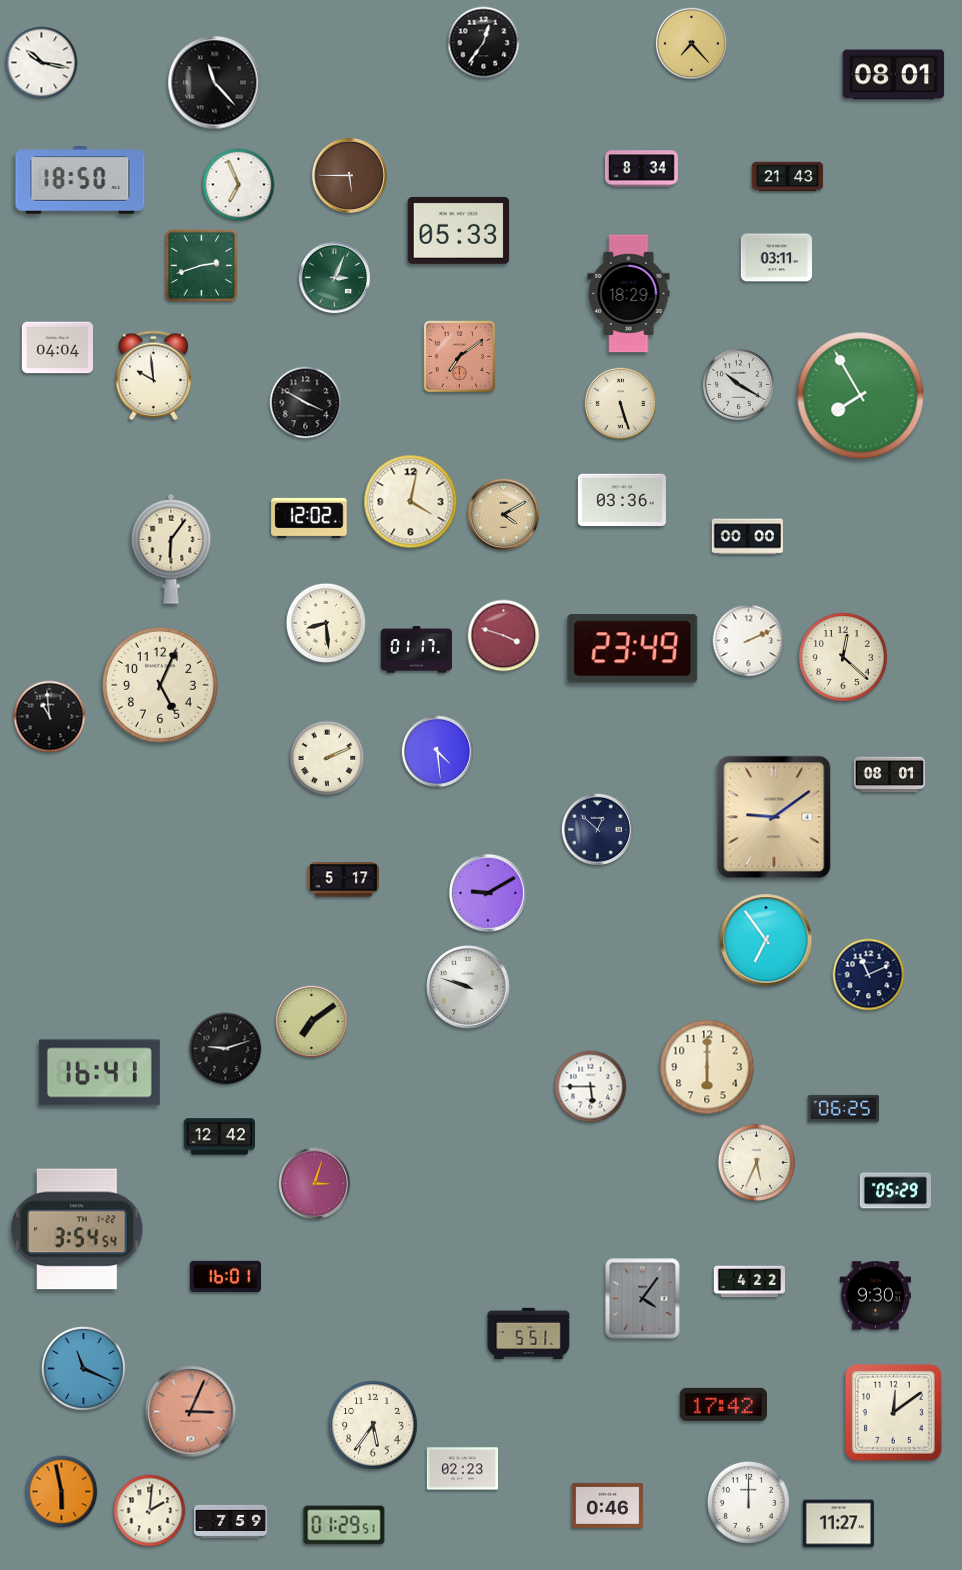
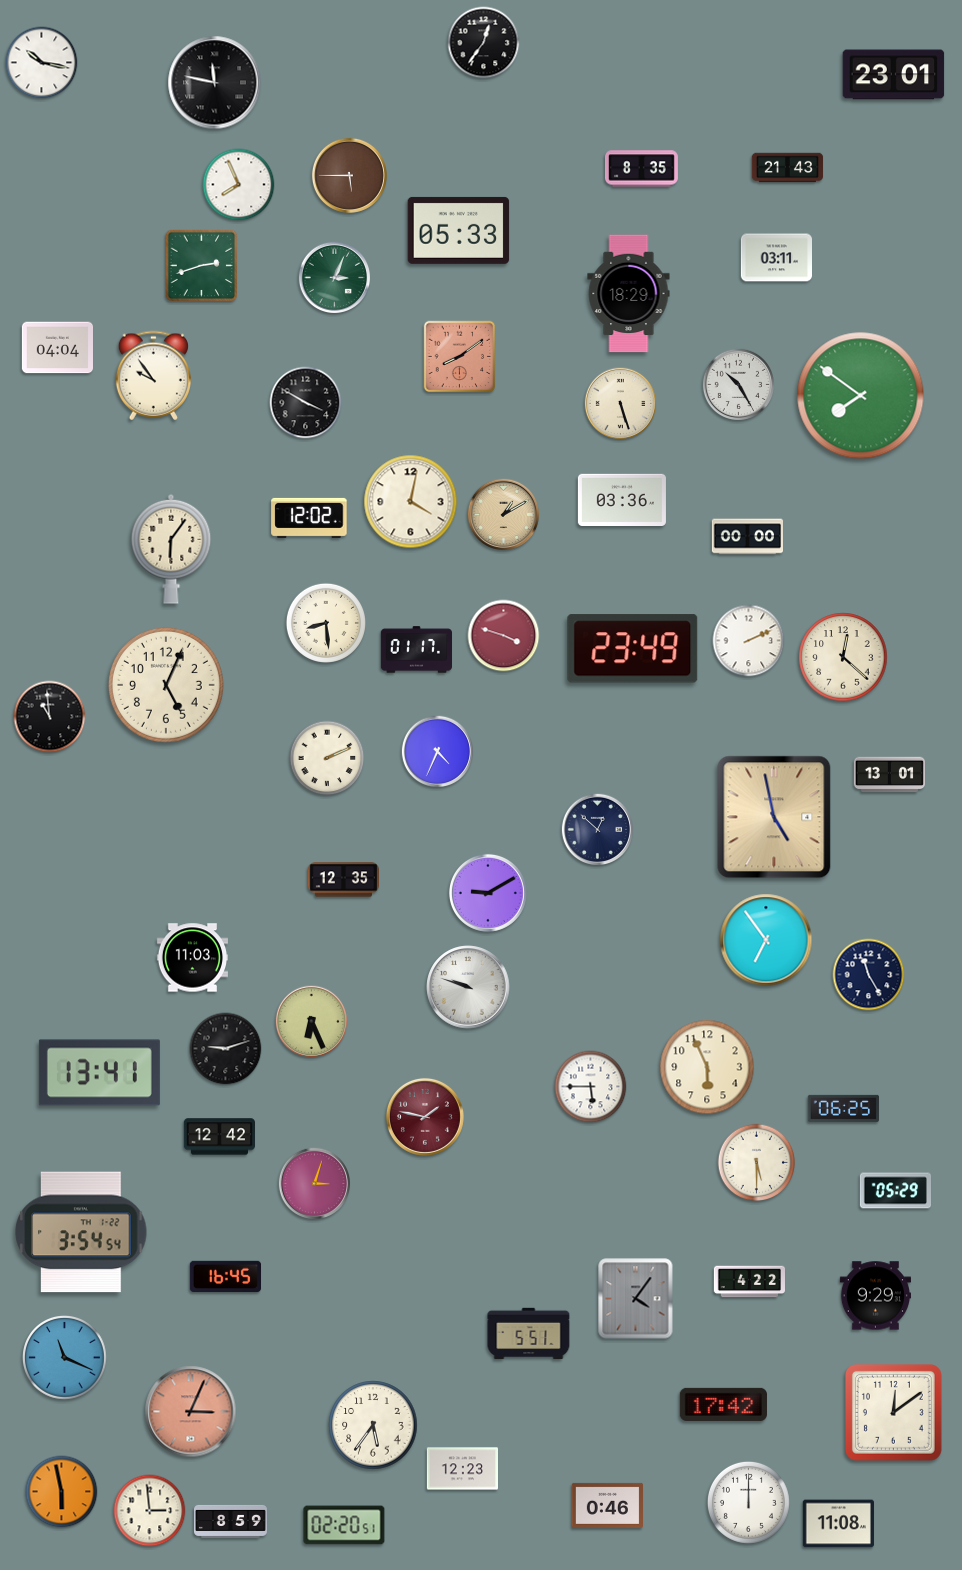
clock at (691, 43): 7:23 -> none
clock at (894, 75): 08:01 -> 23:01
clock at (215, 83): 11:23 -> 11:47
clock at (641, 169): 8:34 -> 8:35
clock at (788, 177) position: (788, 177) -> (788, 168)
clock at (80, 180): 18:50 -> none
clock at (239, 185): 6:56 -> 7:56
clock at (460, 357): 7:09 -> 8:09
clock at (153, 376): 9:59 -> 9:54
clock at (738, 384): 10:20 -> 10:25
clock at (861, 396): 7:55 -> 7:51
clock at (503, 514): 4:10 -> 1:10
clock at (160, 685) position: (160, 685) -> (166, 685)
clock at (437, 751): 4:29 -> 4:34
clock at (889, 775): 08:01 -> 13:01
clock at (774, 817): 9:09 -> 4:58
clock at (343, 880): 5:17 -> 12:35
clock at (192, 958): none -> 11:03
clock at (869, 975): 11:11 -> 11:25
clock at (311, 1021): 7:09 -> 6:26
clock at (707, 1067): 6:00 -> 5:56
clock at (99, 1073): 16:41 -> 13:41
clock at (425, 1117): none -> 1:47
clock at (757, 1163): 5:34 -> 5:30
clock at (77, 1229) position: (77, 1229) -> (81, 1232)
clock at (225, 1277): 16:01 -> 16:45
clock at (875, 1296): 9:30 -> 9:29
clock at (643, 1299) position: (643, 1299) -> (636, 1299)
clock at (84, 1369) position: (84, 1369) -> (65, 1358)
clock at (462, 1469): 02:23 -> 12:23
clock at (150, 1511): 2:01 -> 2:59
clock at (230, 1521): 7:59 -> 8:59
clock at (838, 1524): 11:27 -> 11:08
clock at (344, 1525): 01:29 -> 02:20
